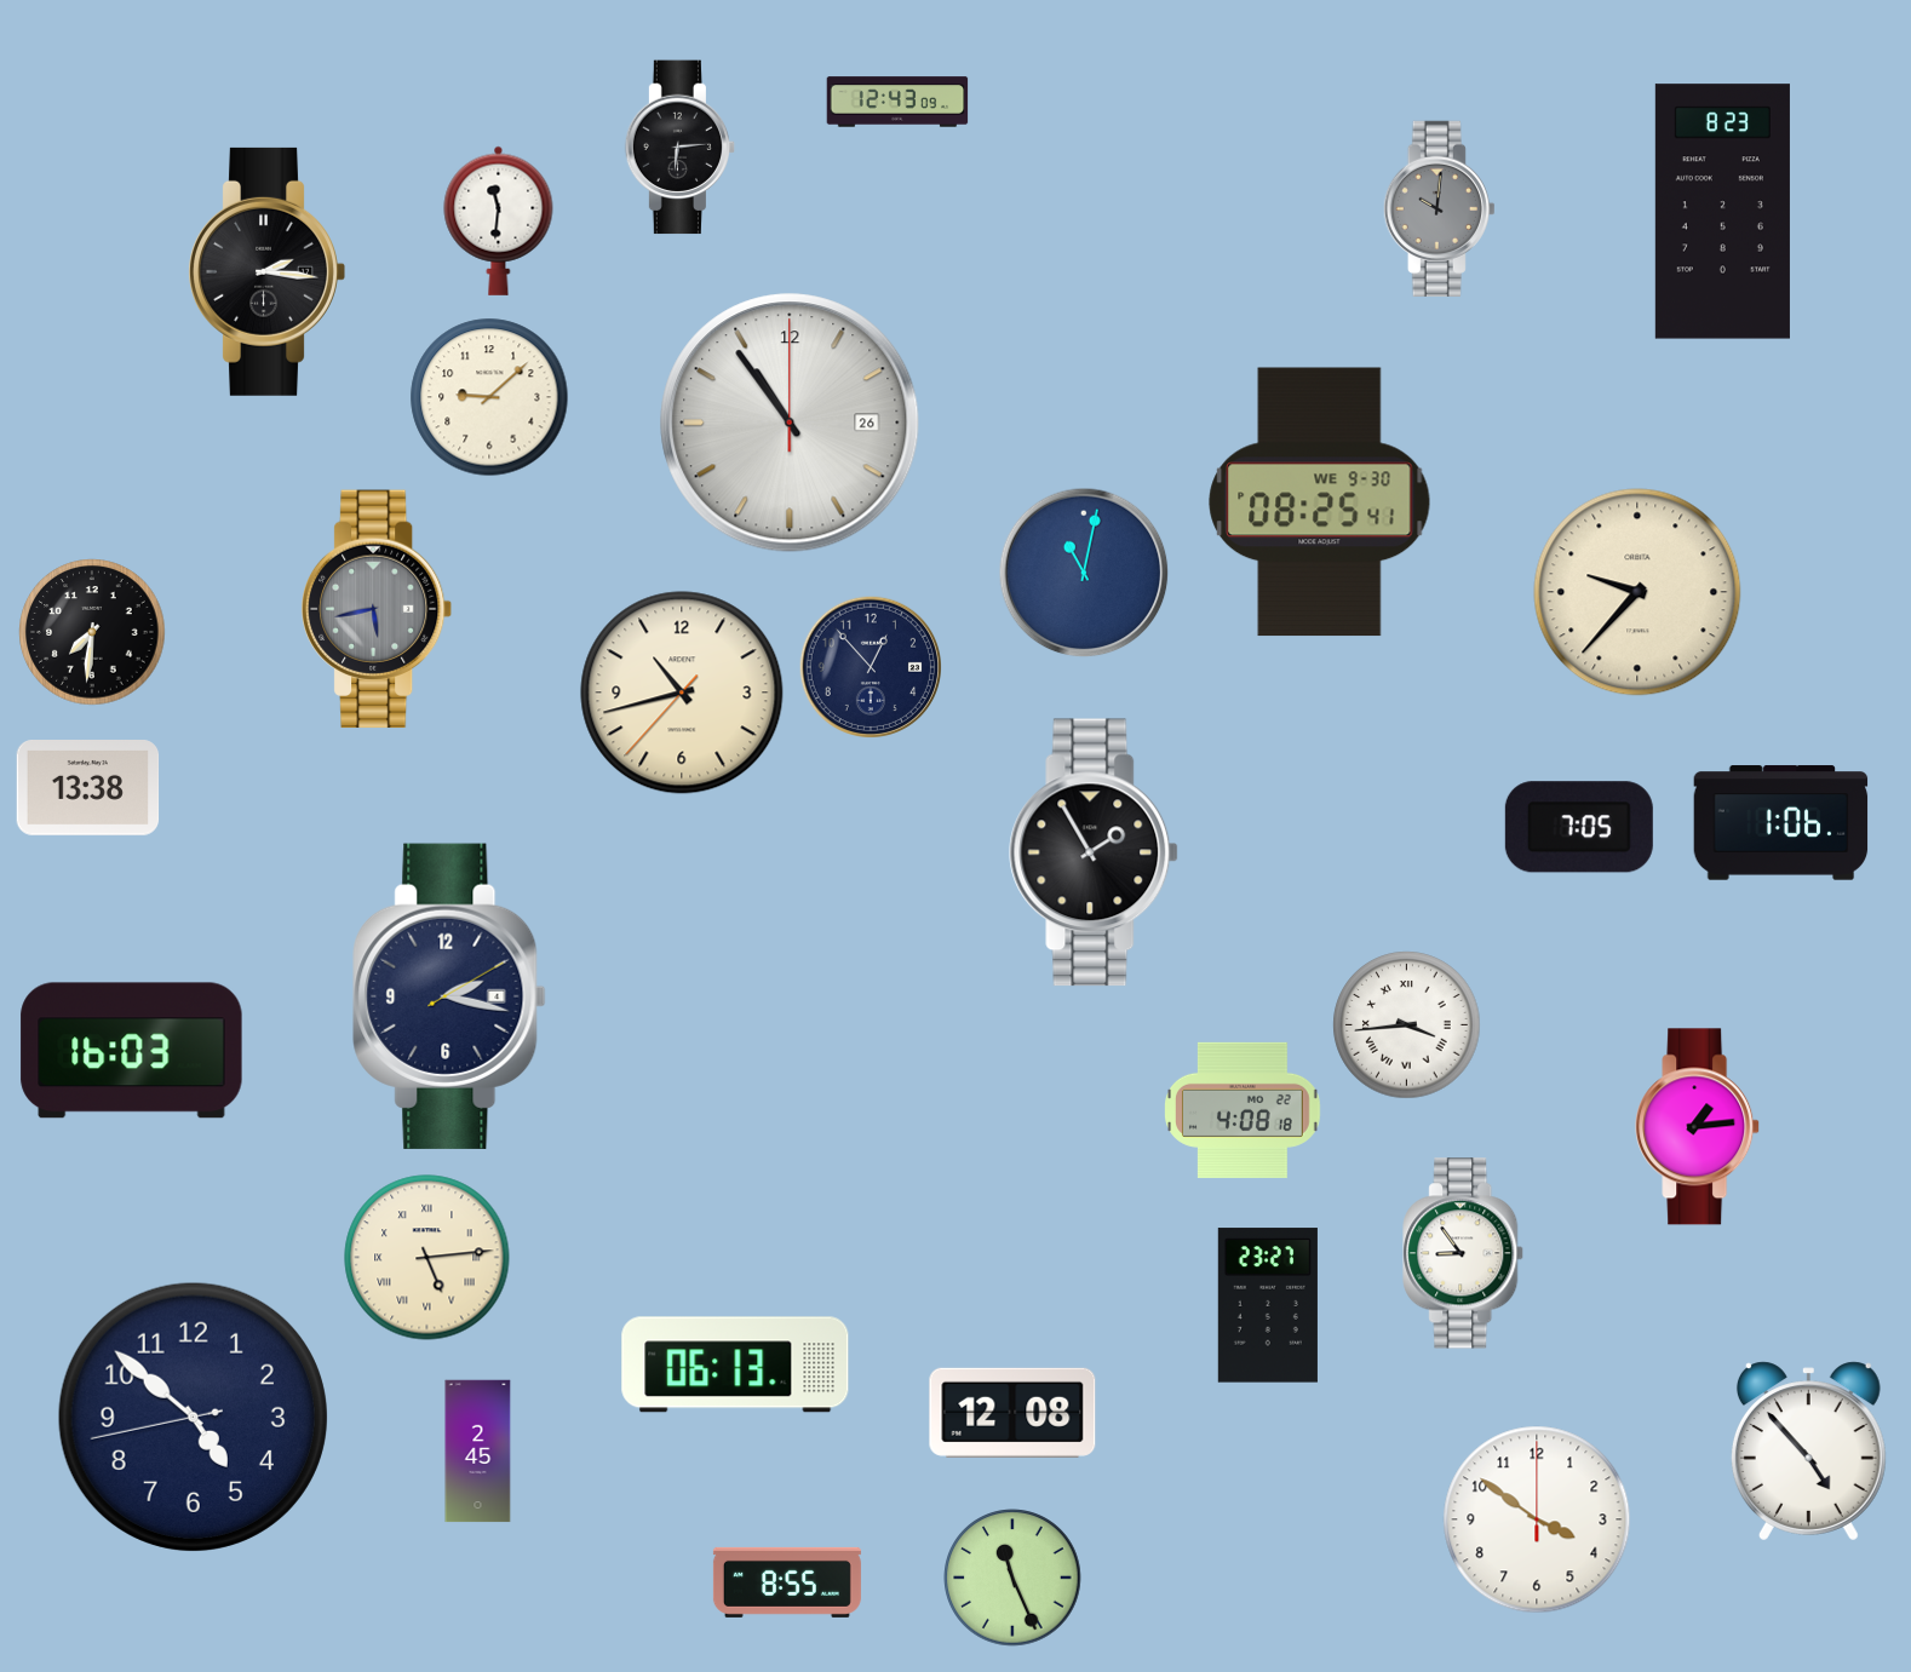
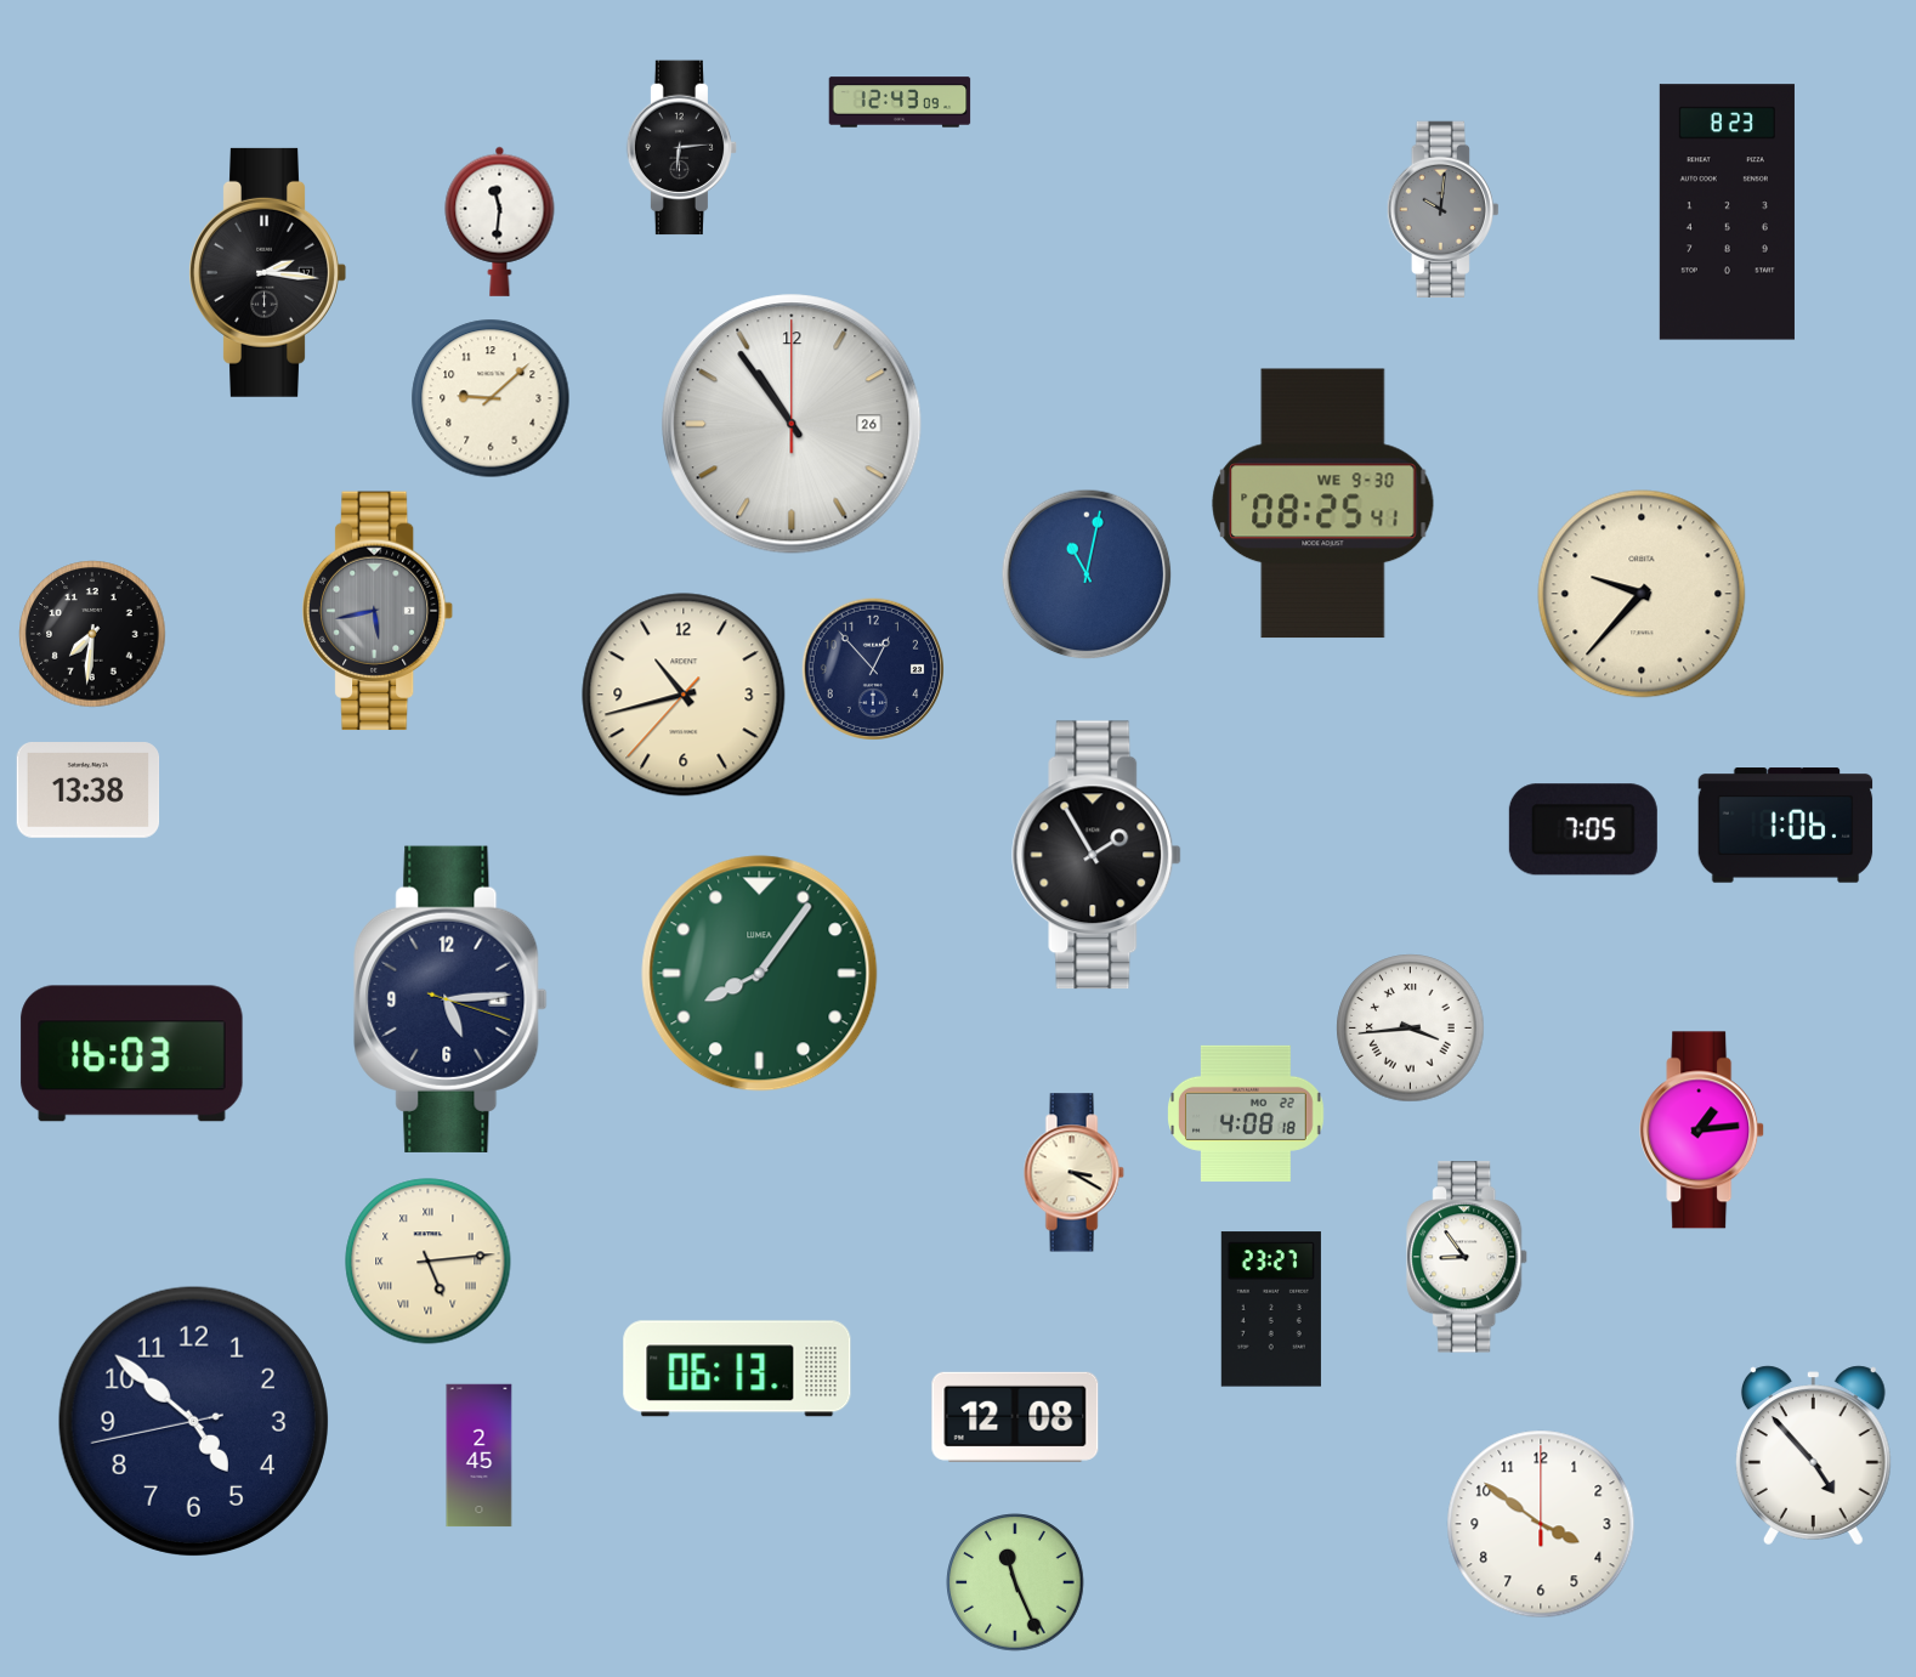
clock at (760, 974): none -> 8:06
clock at (449, 996): 2:17 -> 5:14
clock at (1073, 1173): none -> 3:20
clock at (787, 1582): 8:55 -> none
